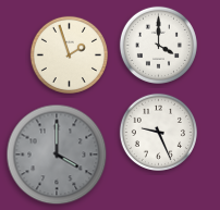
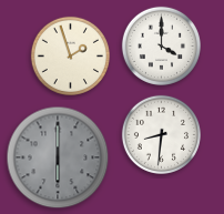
clock at (158, 132): 9:26 -> 8:31
clock at (57, 155): 4:00 -> 6:00
